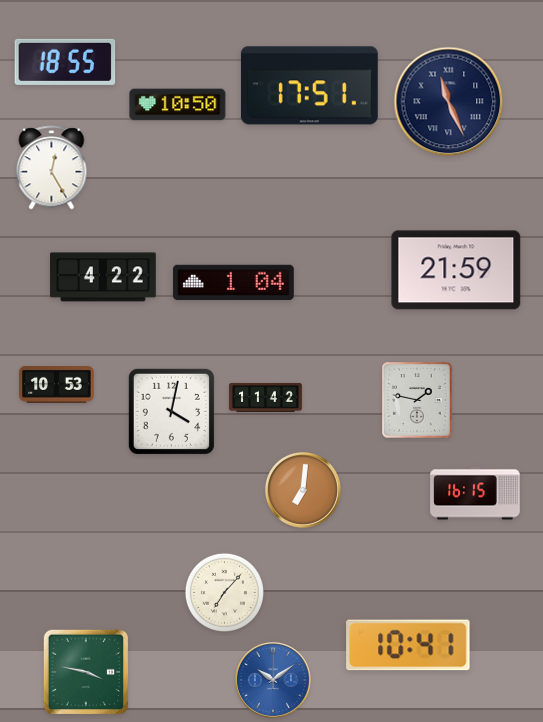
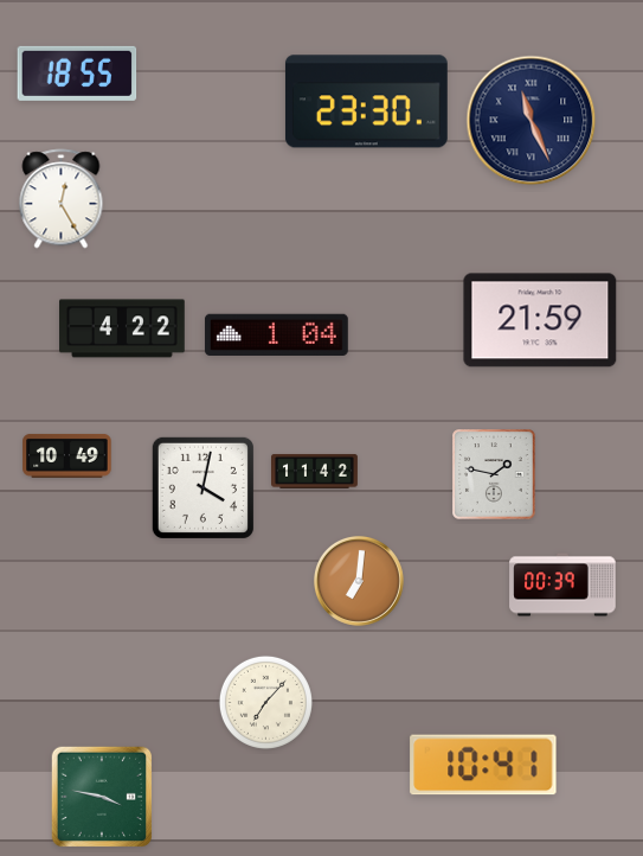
clock at (309, 86): 17:51 -> 23:30
clock at (178, 105): 10:50 -> none
clock at (57, 384): 10:53 -> 10:49
clock at (475, 493): 16:15 -> 00:39
clock at (273, 680): 10:09 -> none
